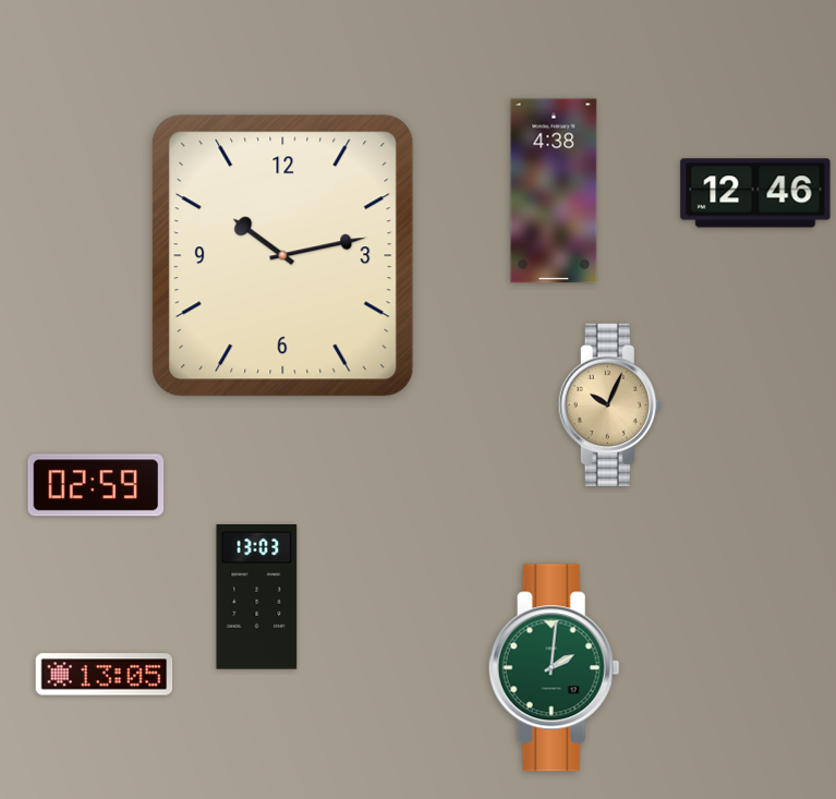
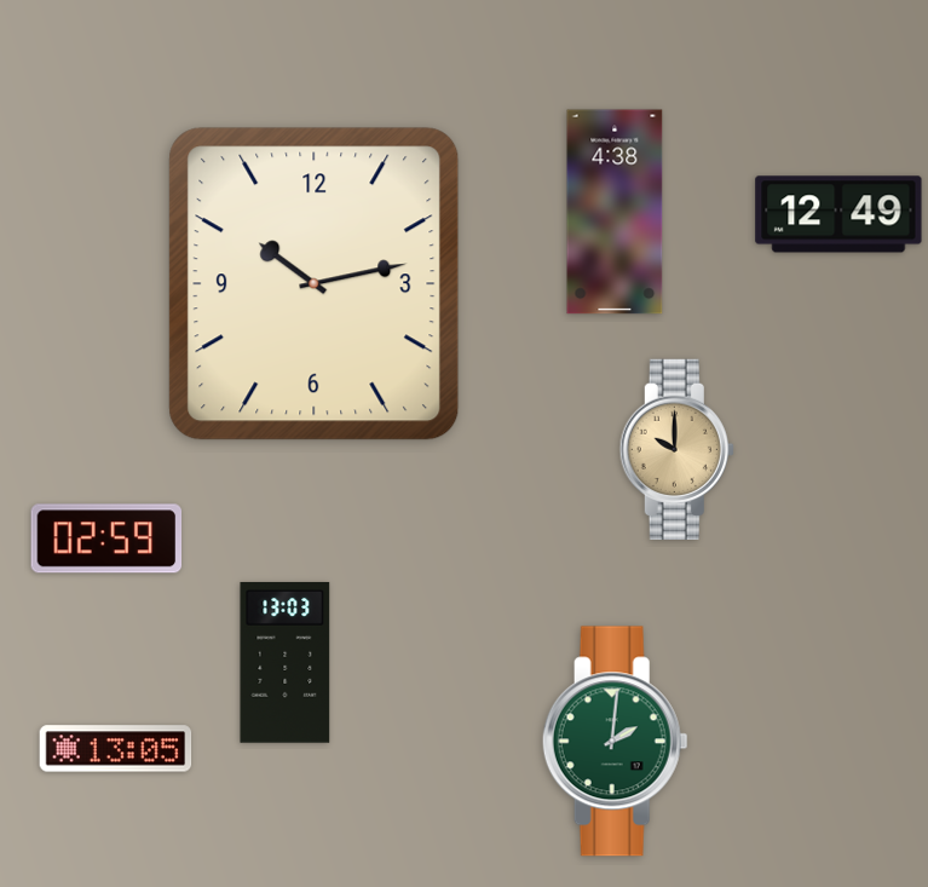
clock at (755, 193): 12:46 -> 12:49
clock at (609, 404): 10:04 -> 10:00
